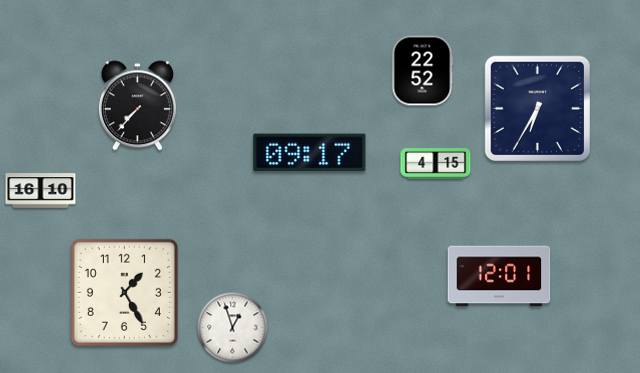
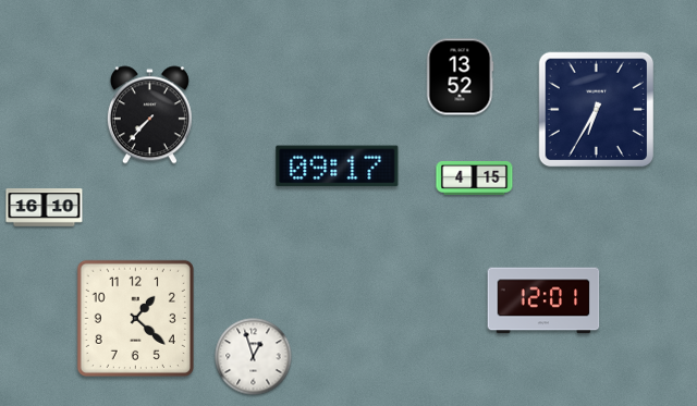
clock at (422, 71): 22:52 -> 13:52
clock at (538, 109) position: (538, 109) -> (597, 110)
clock at (124, 292): 1:25 -> 1:22
